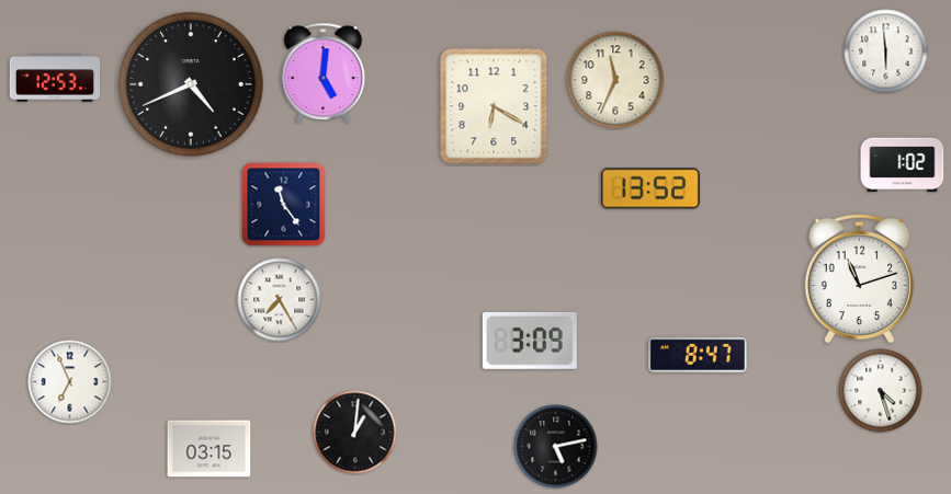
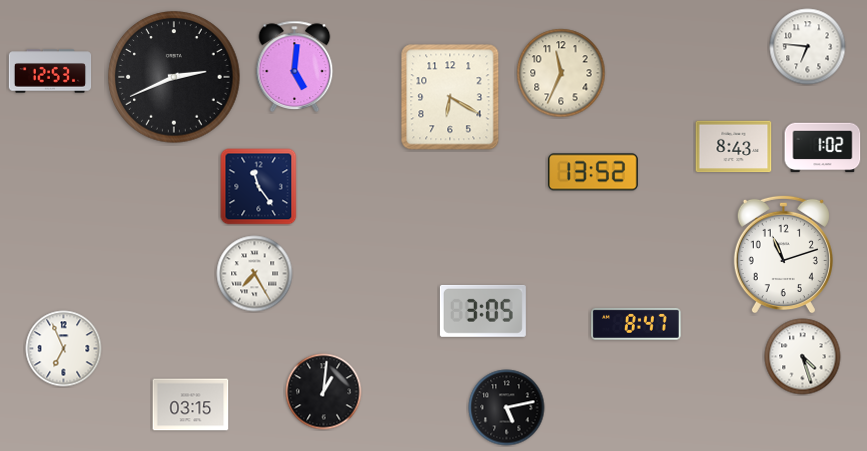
clock at (886, 51): 5:59 -> 6:46
clock at (191, 84): 4:41 -> 2:41
clock at (734, 147): none -> 8:43
clock at (903, 165) position: (903, 165) -> (823, 148)
clock at (530, 341): 3:09 -> 3:05
clock at (355, 433) position: (355, 433) -> (324, 392)
clock at (210, 449) position: (210, 449) -> (191, 405)
